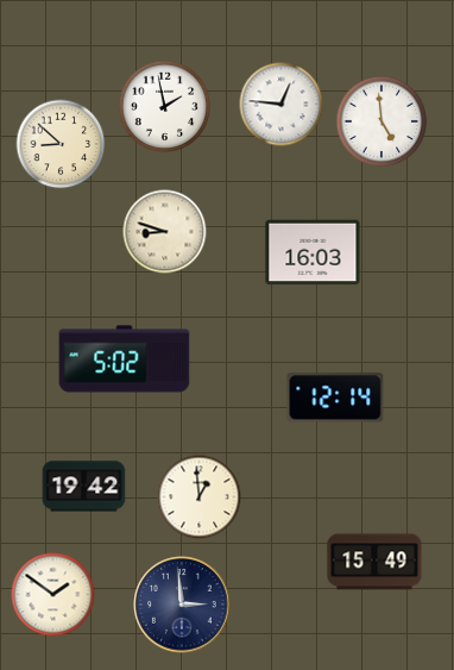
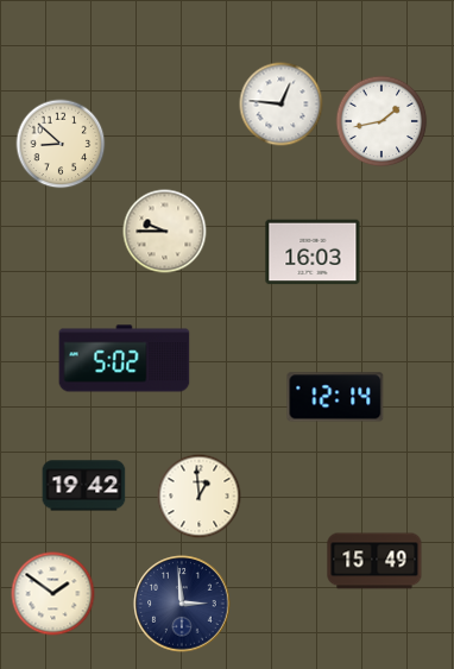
clock at (165, 107): 1:58 -> none
clock at (382, 121): 4:59 -> 1:43
clock at (165, 232): 8:48 -> 9:45
